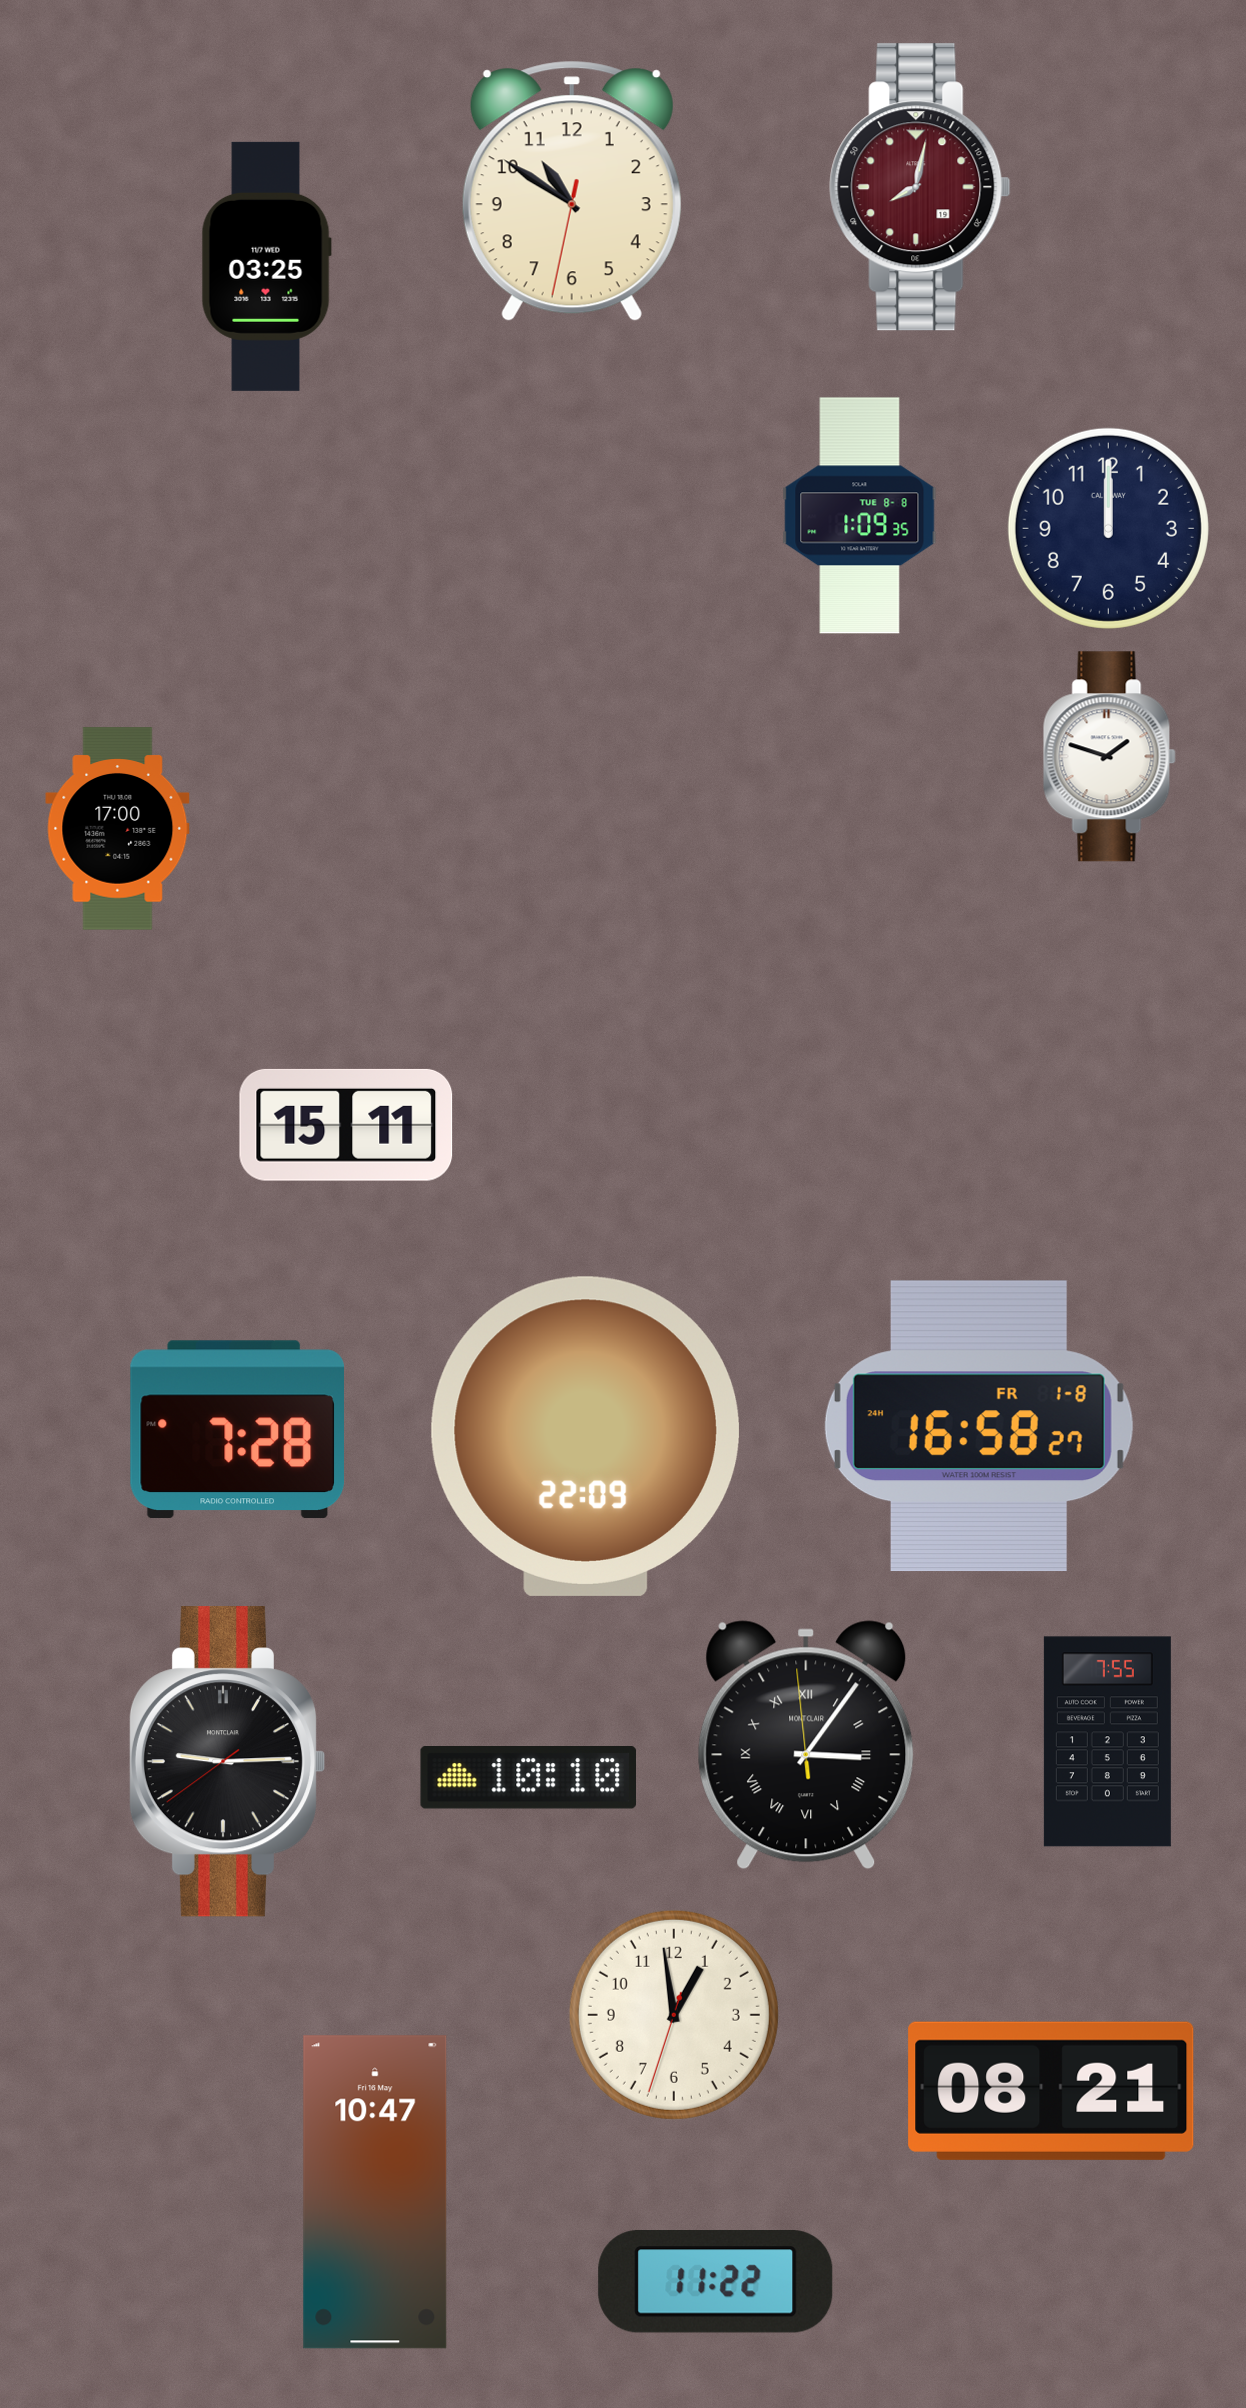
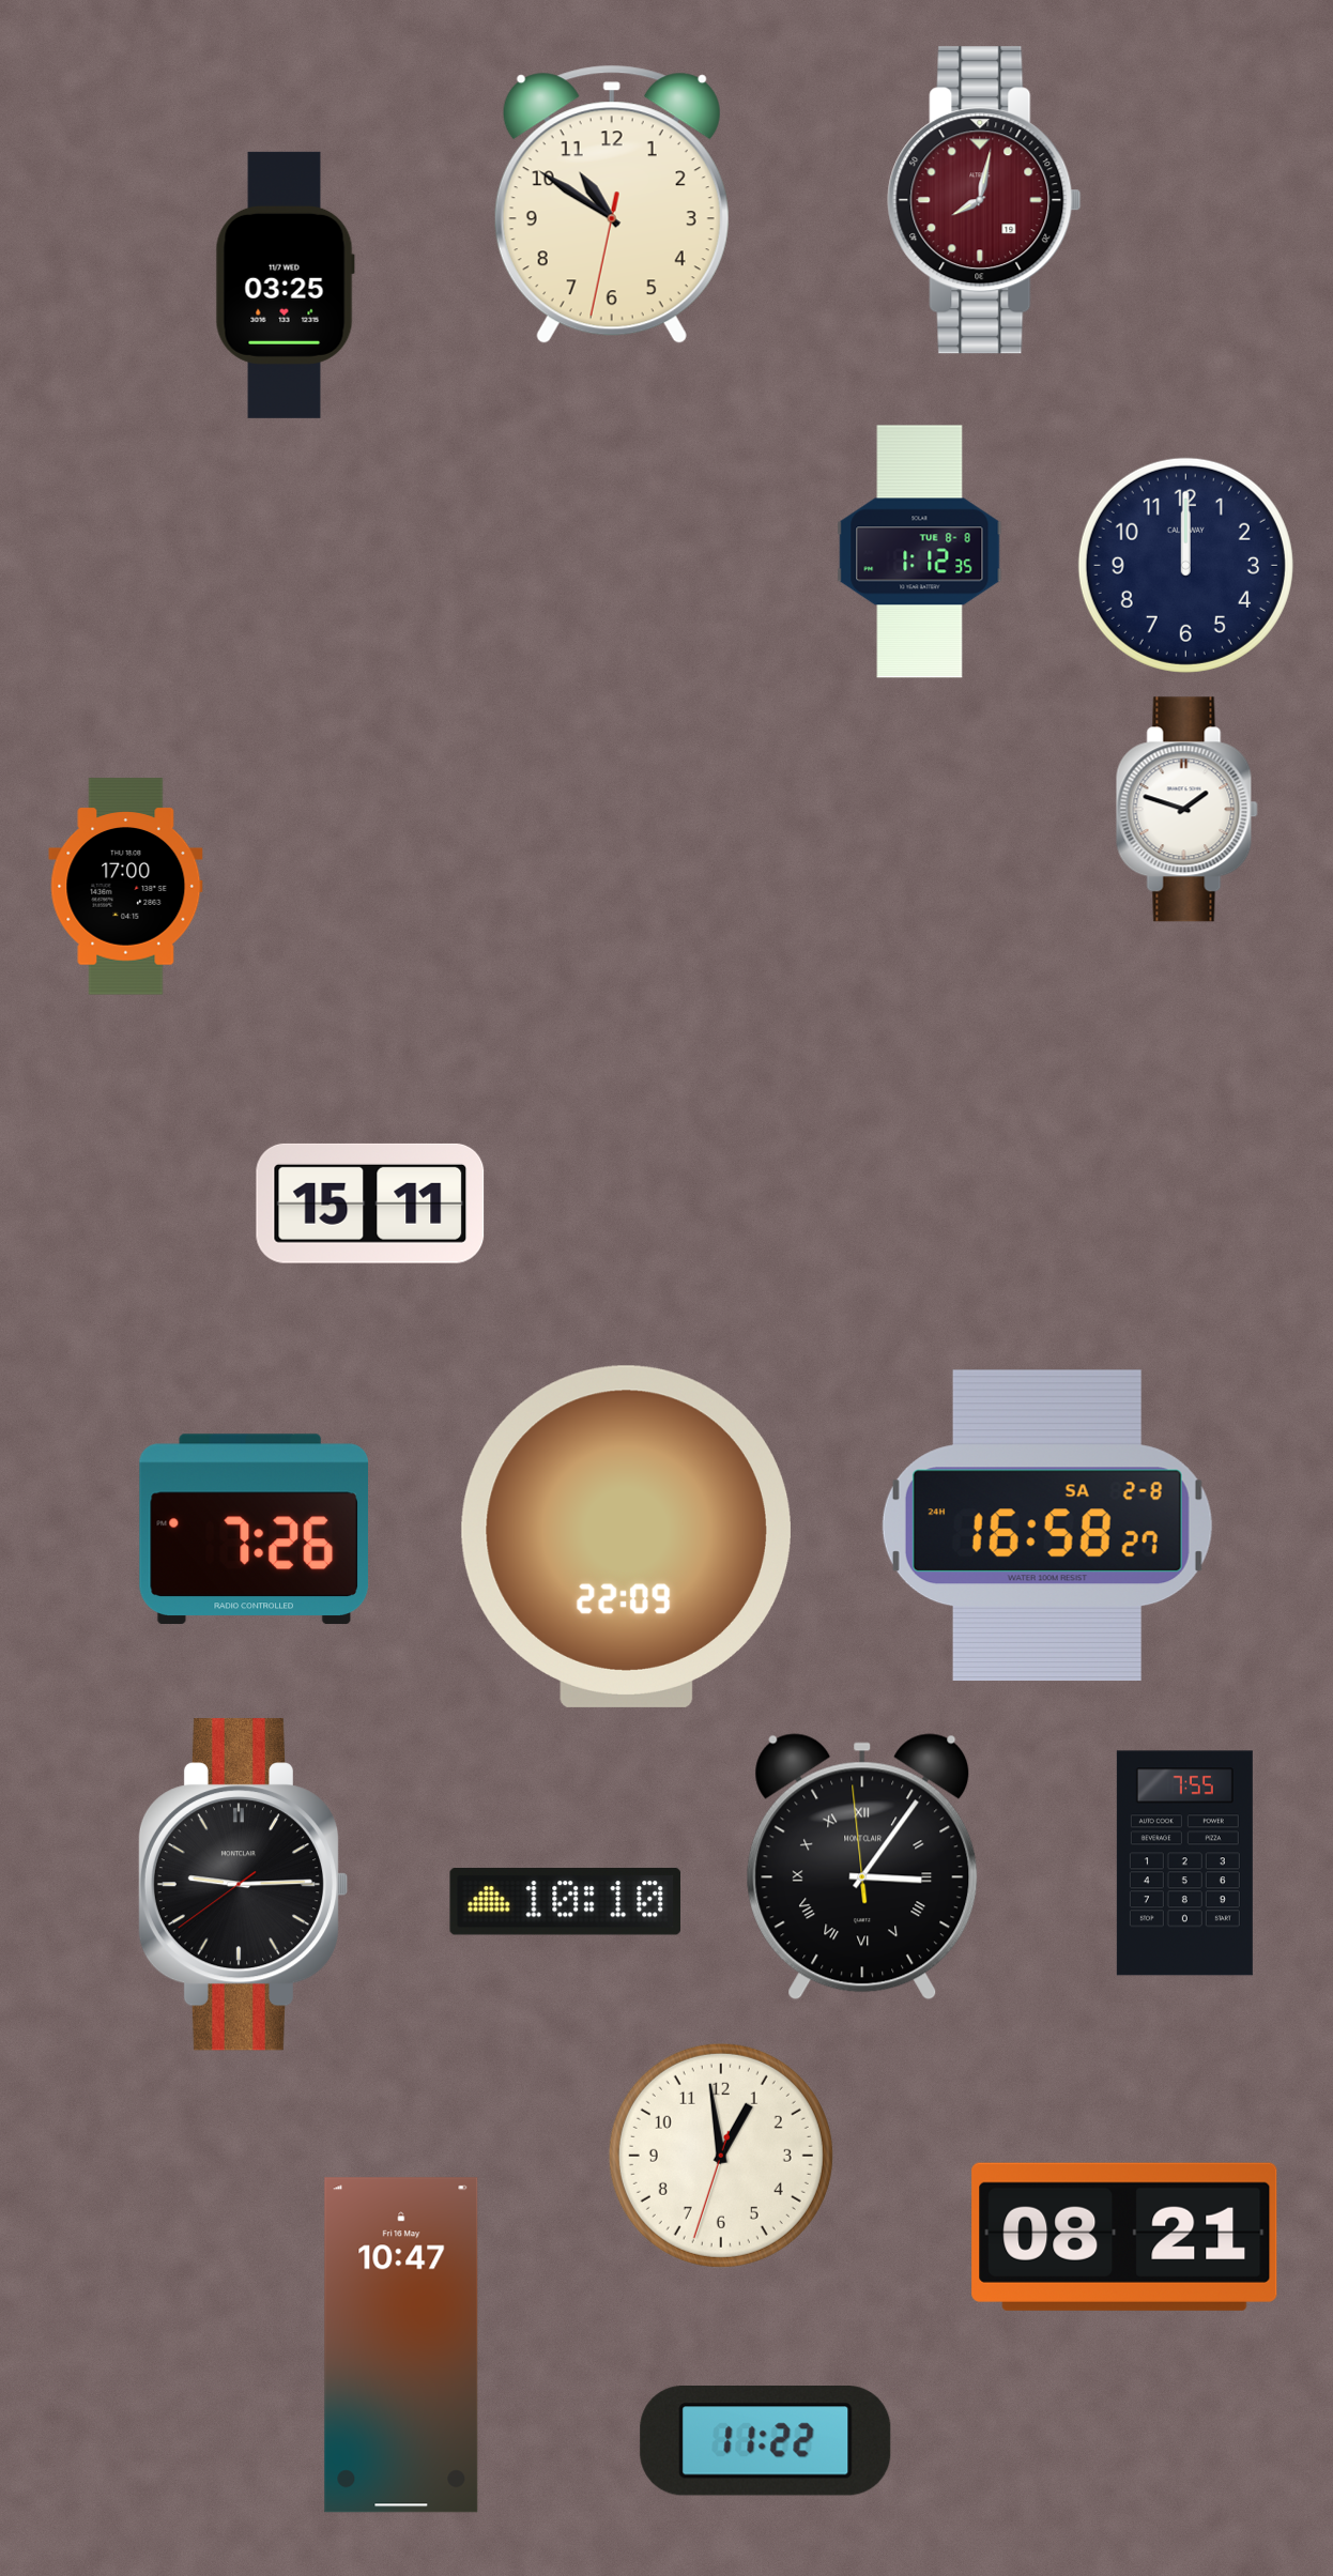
clock at (860, 516): 1:09 -> 1:12
clock at (979, 1426) date: FR 1-8 -> SA 2-8
clock at (237, 1430): 7:28 -> 7:26
